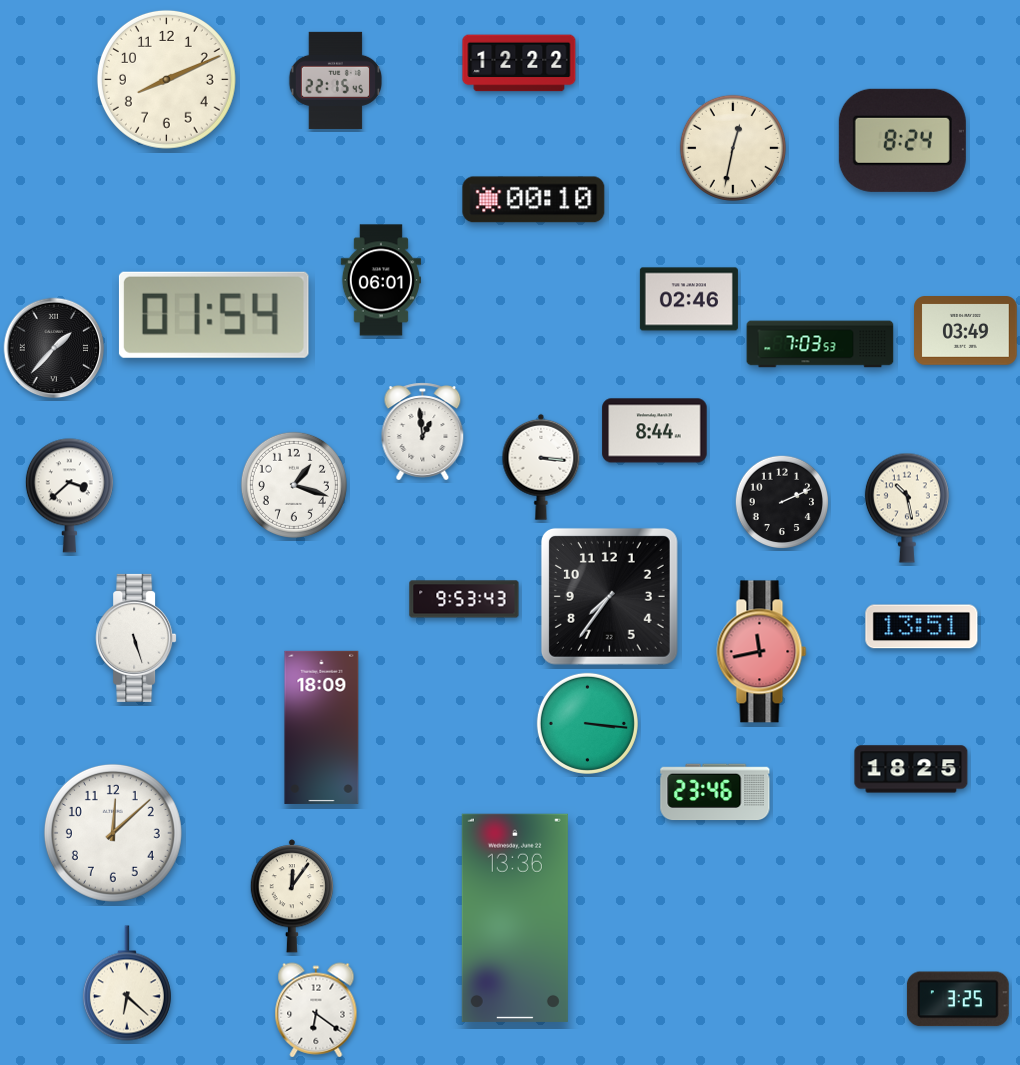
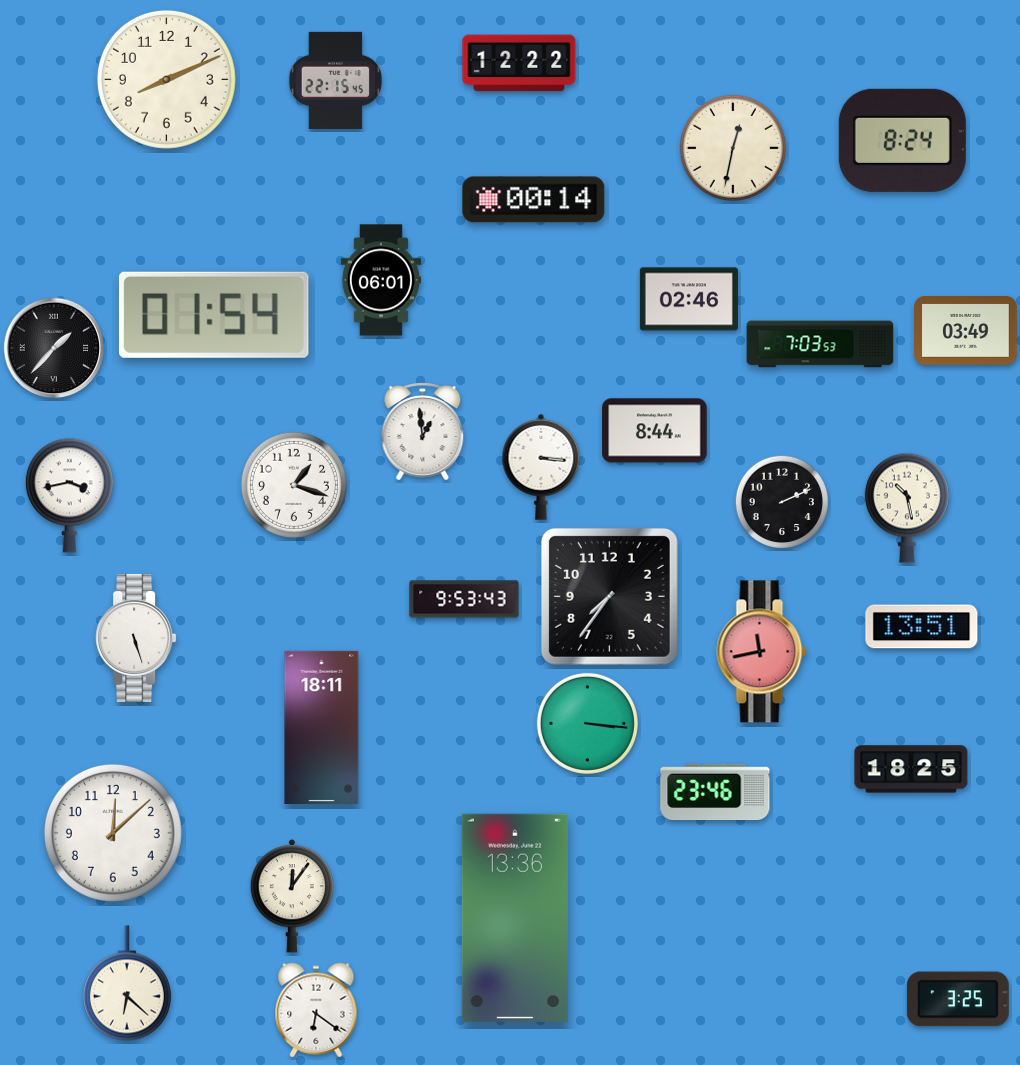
clock at (534, 200): 00:10 -> 00:14
clock at (69, 496): 3:38 -> 3:43
clock at (322, 727): 18:09 -> 18:11
